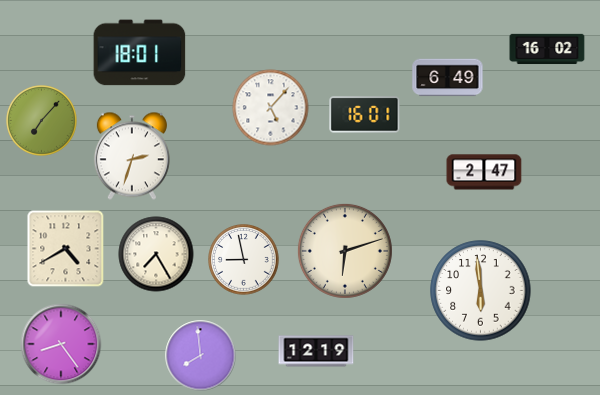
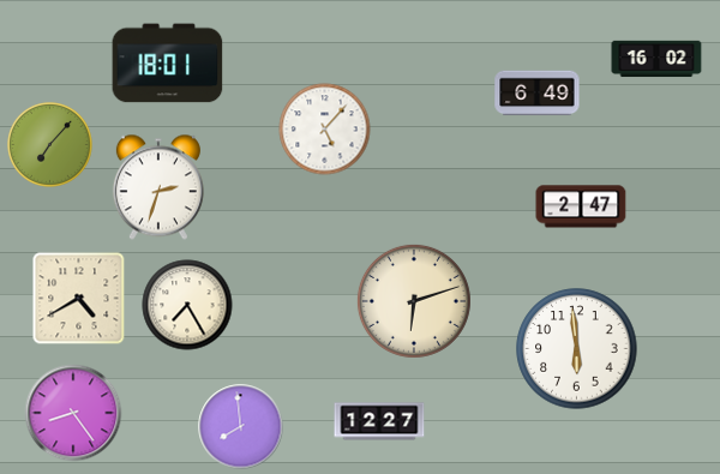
clock at (365, 115): 16:01 -> none
clock at (244, 260): 8:58 -> none
clock at (316, 351): 12:19 -> 12:27
